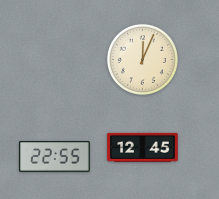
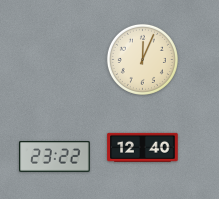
clock at (143, 147): 12:45 -> 12:40
clock at (55, 157): 22:55 -> 23:22
